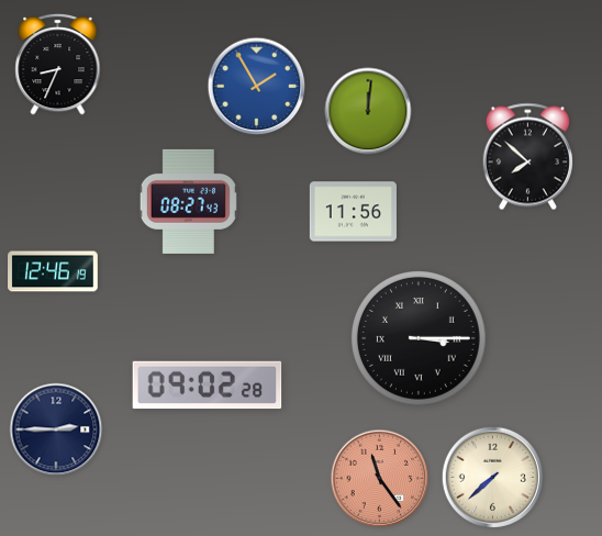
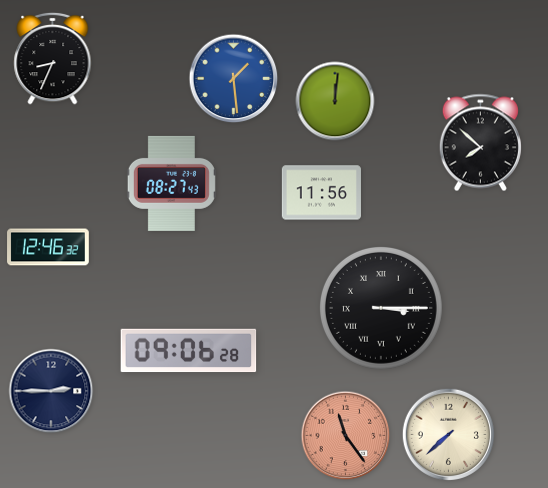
clock at (257, 87): 1:55 -> 1:29
clock at (53, 271): 12:46:19 -> 12:46:32
clock at (208, 386): 09:02 -> 09:06
